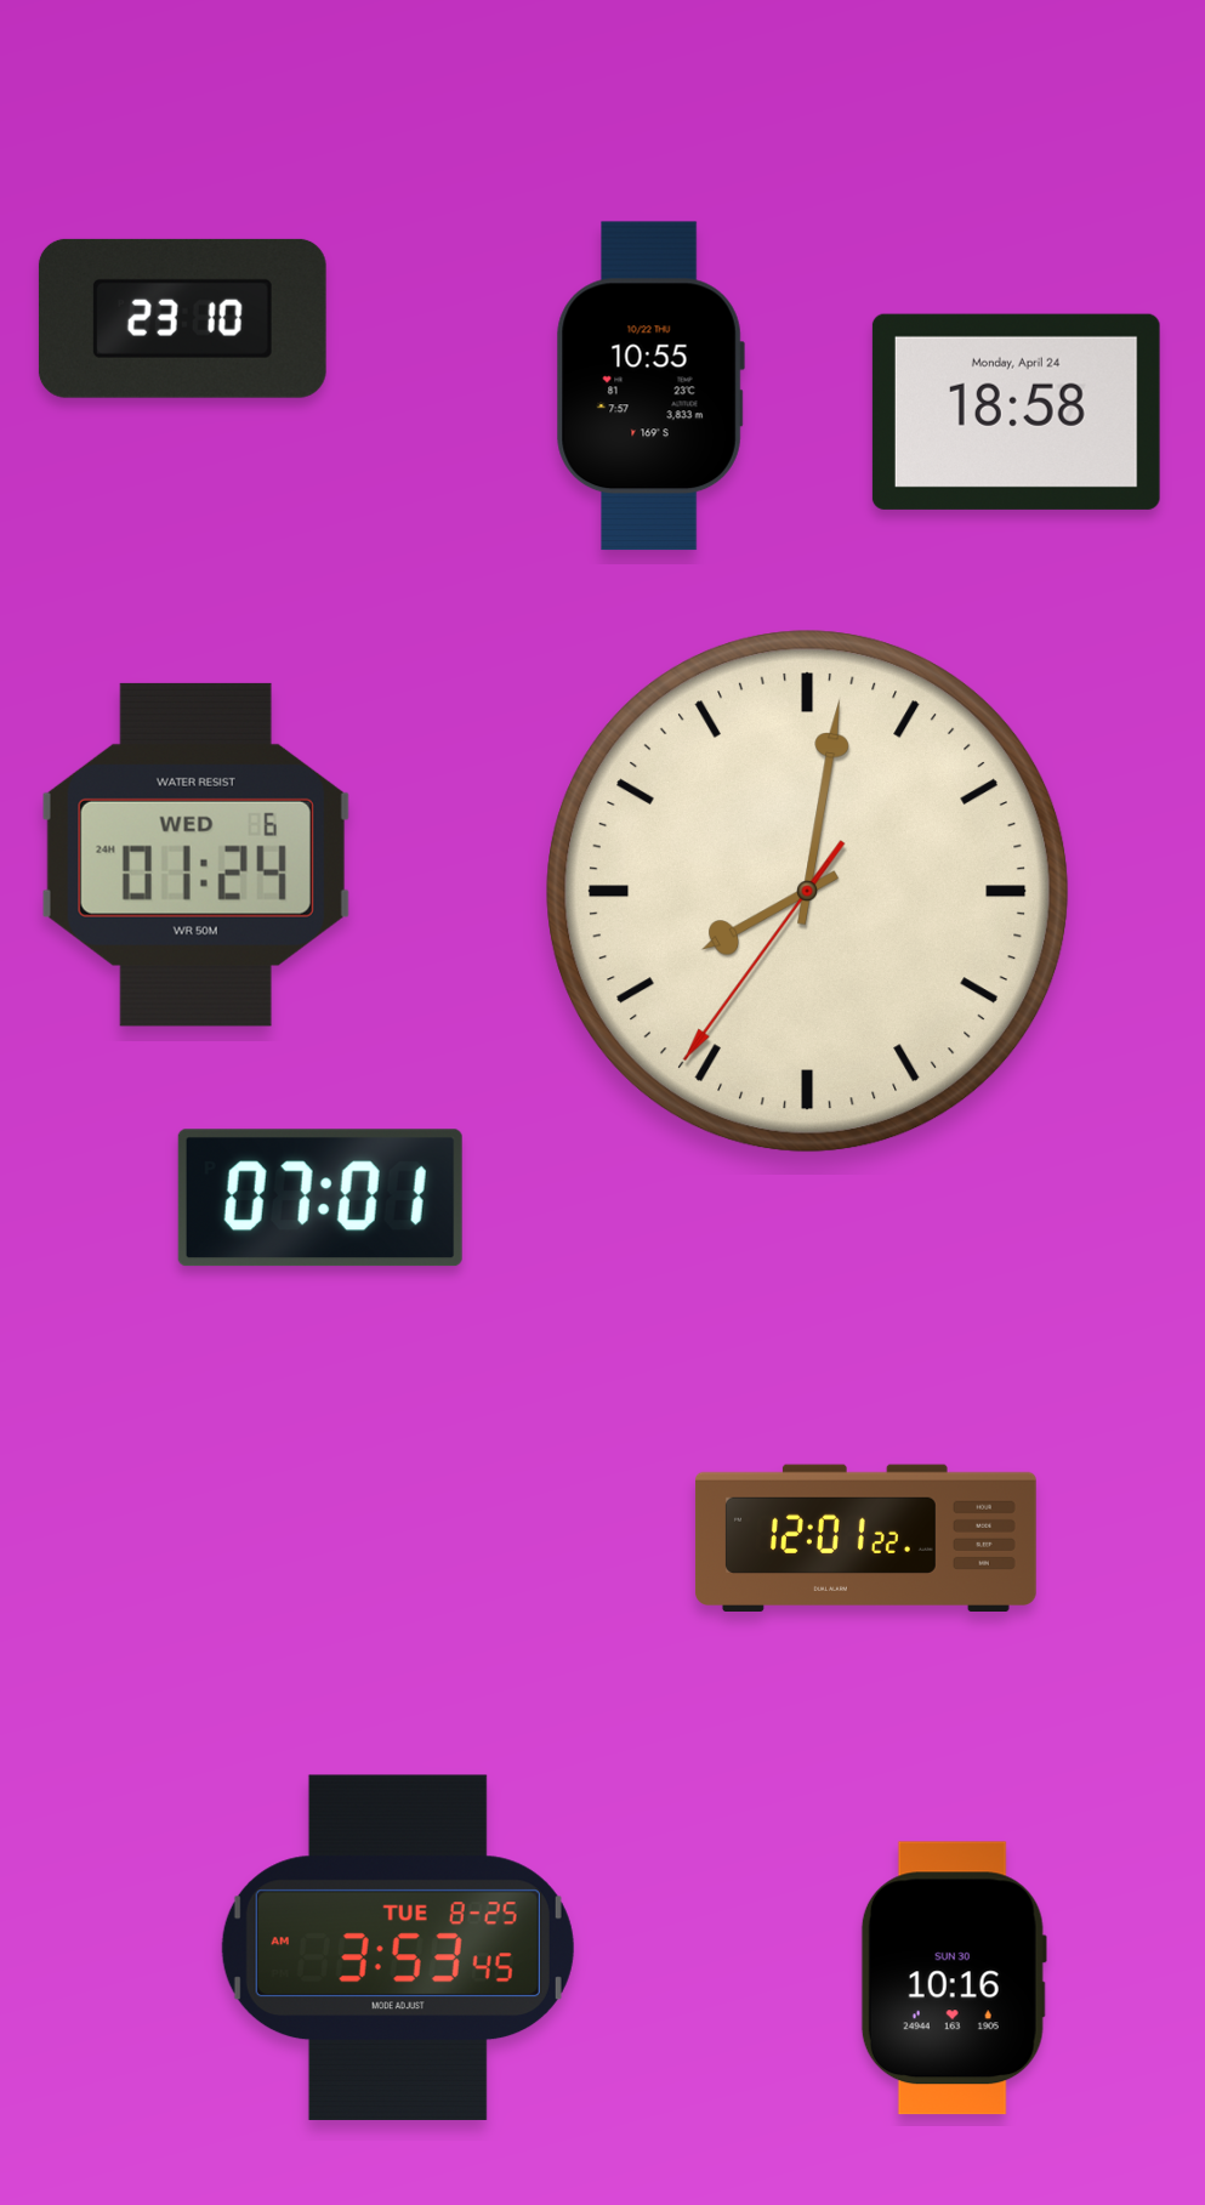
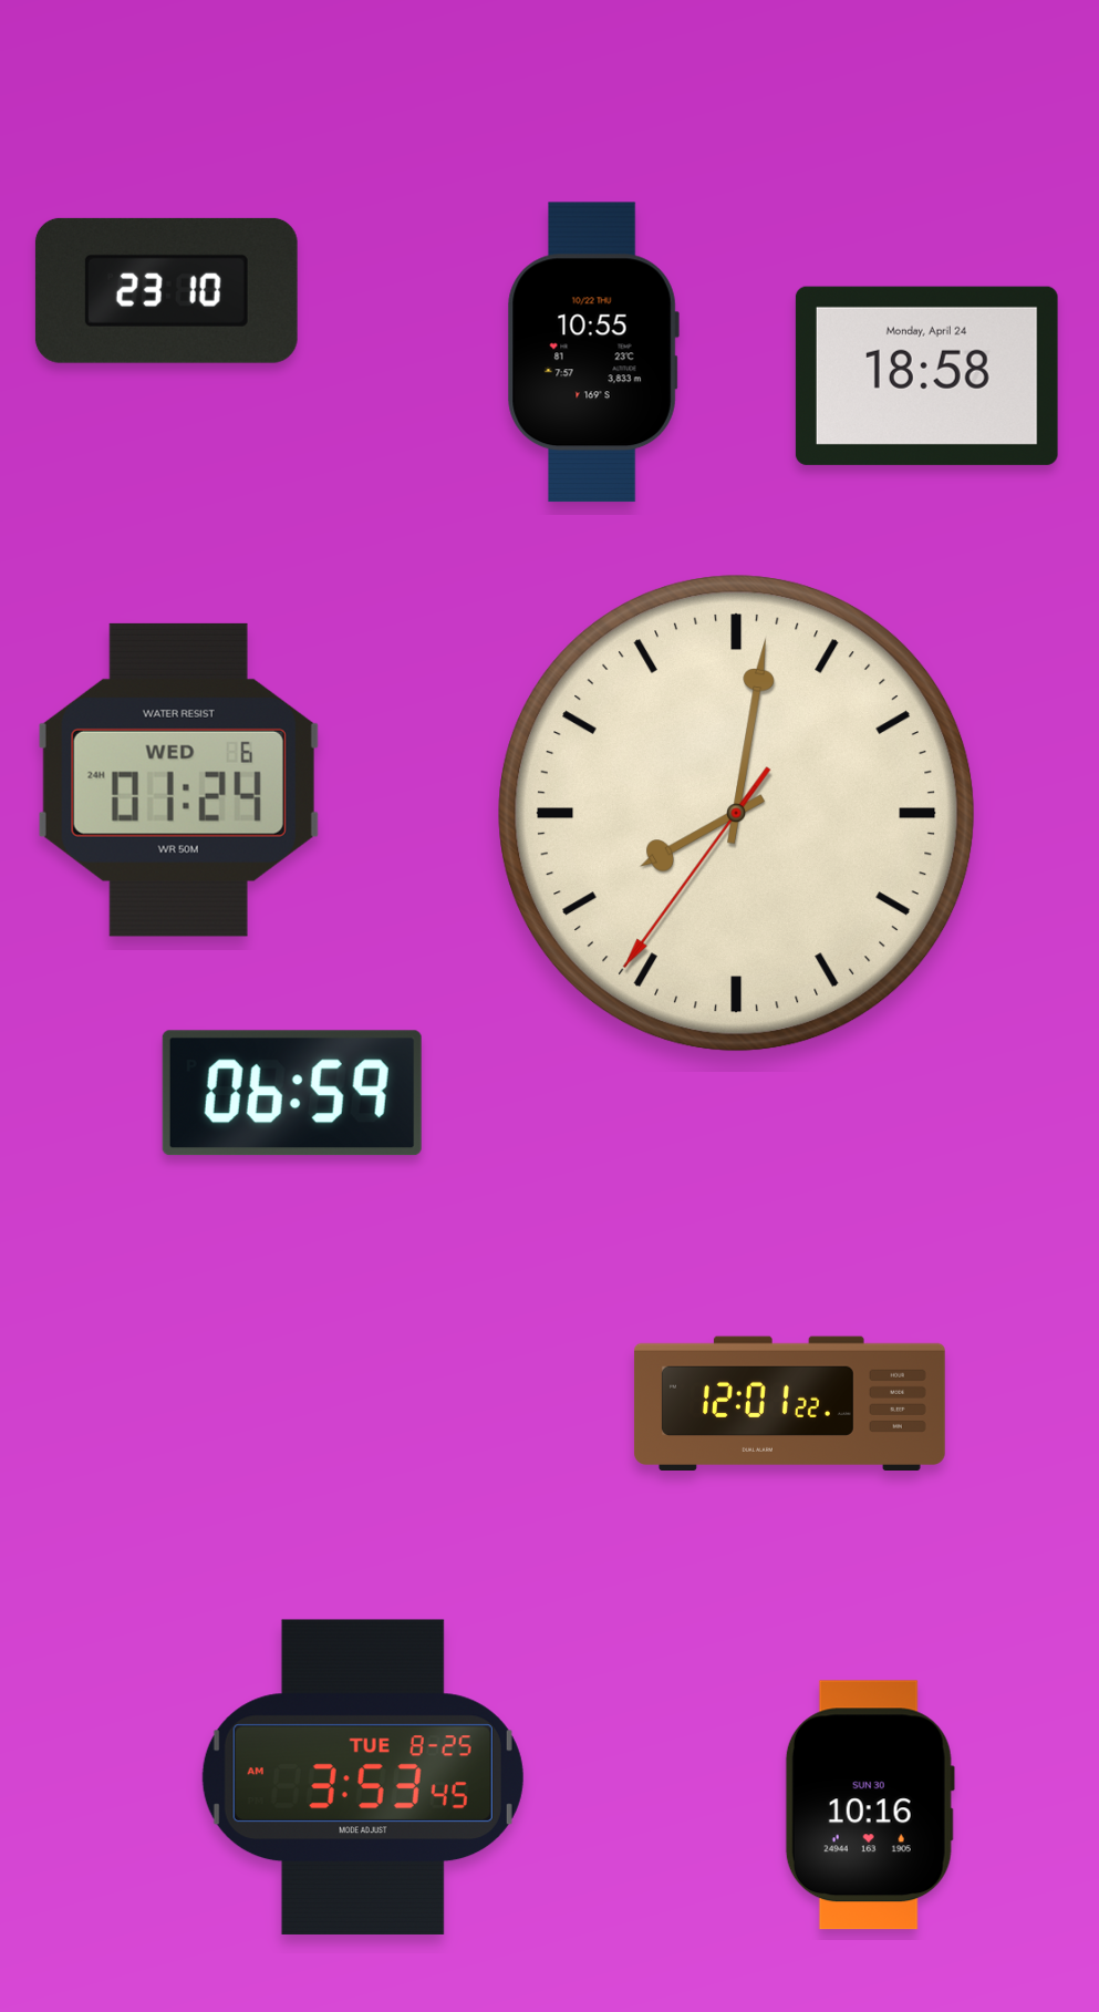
clock at (320, 1198): 07:01 -> 06:59
